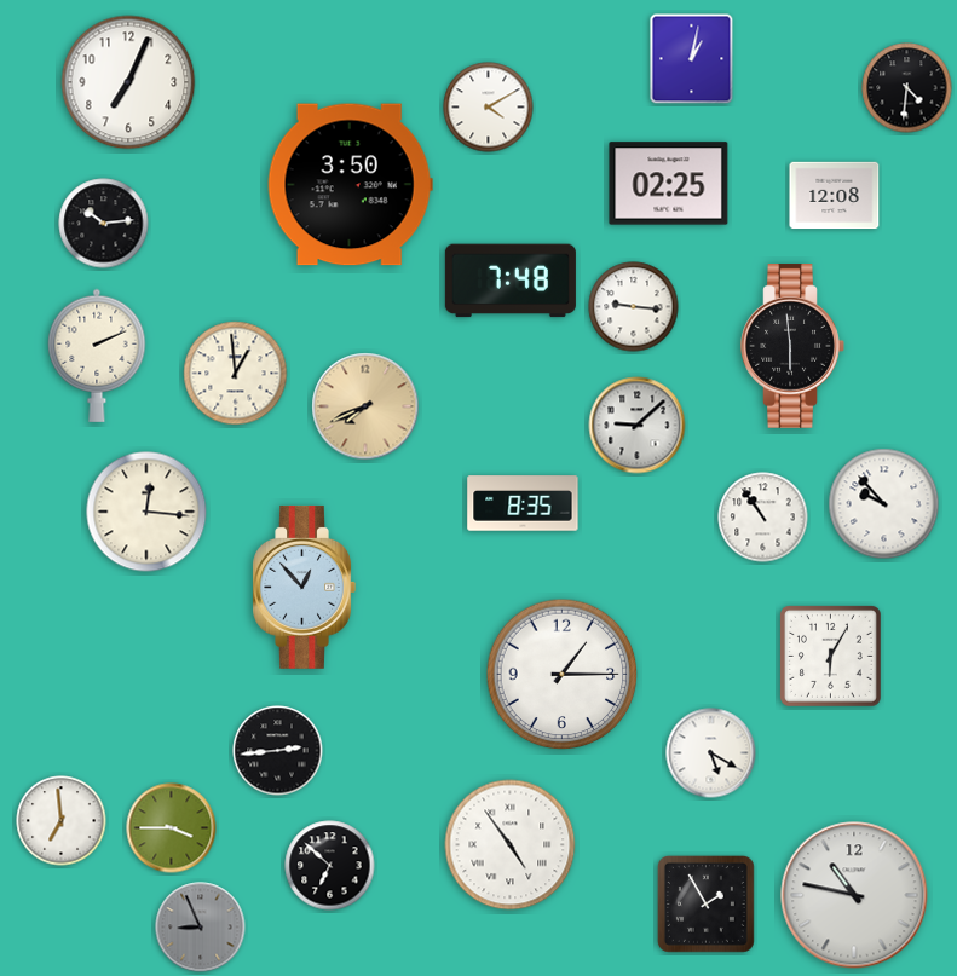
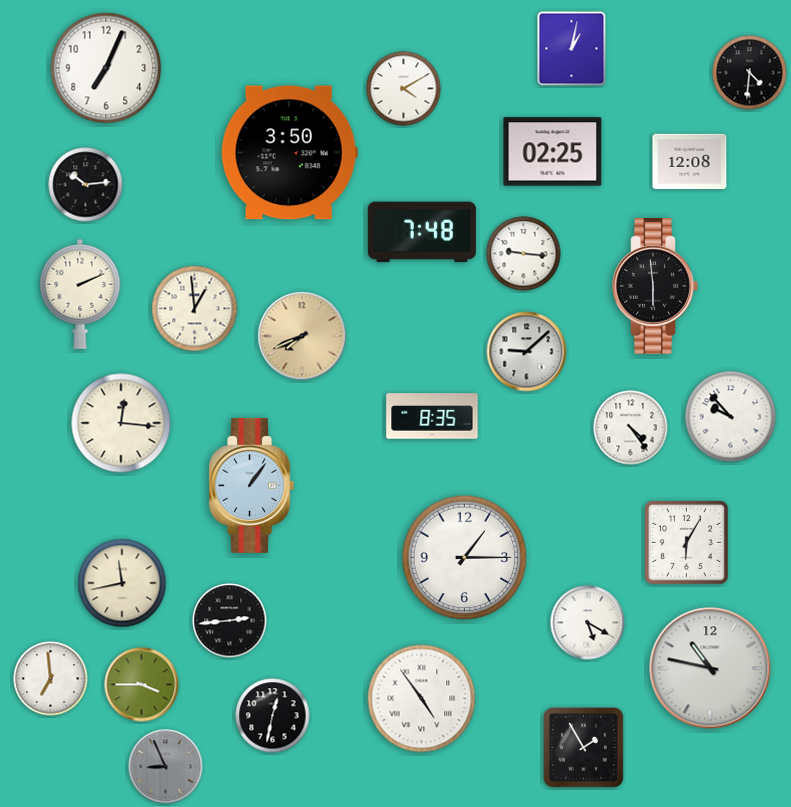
clock at (763, 518): 10:54 -> 4:24
clock at (304, 587): 12:53 -> 1:06
clock at (122, 583): none -> 11:43
clock at (330, 866): 6:52 -> 12:32
clock at (854, 895) position: (854, 895) -> (710, 668)
